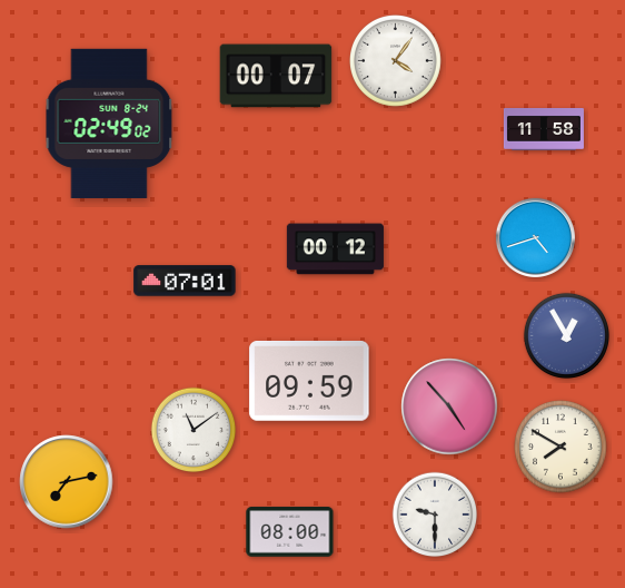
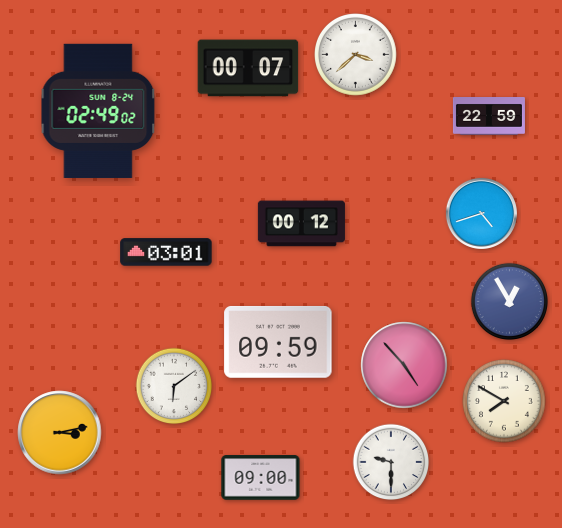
clock at (396, 61): 4:06 -> 3:38
clock at (544, 130): 11:58 -> 22:59
clock at (185, 281): 07:01 -> 03:01
clock at (194, 430): 11:09 -> 6:09
clock at (67, 482): 7:13 -> 3:13
clock at (290, 532): 08:00 -> 09:00
